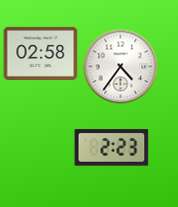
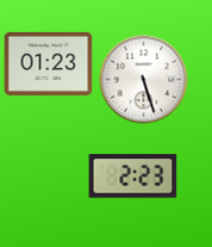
clock at (41, 53): 02:58 -> 01:23
clock at (121, 67): 4:36 -> 5:27
